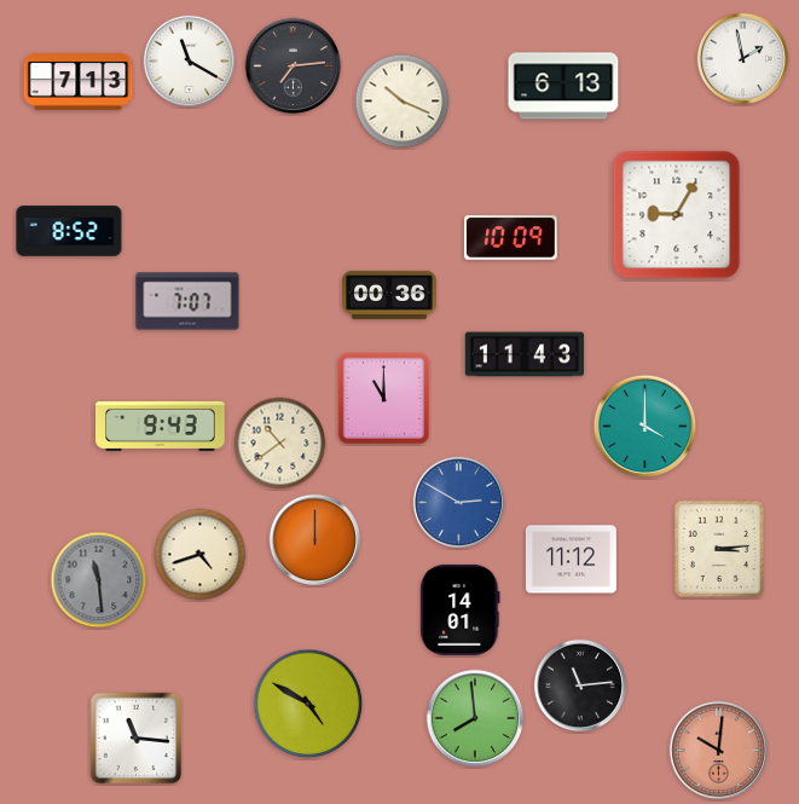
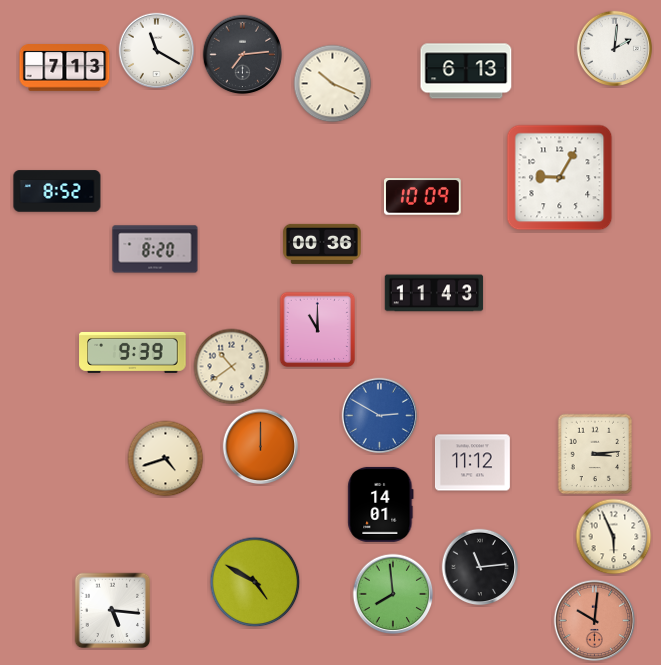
clock at (743, 59): 1:58 -> 2:01
clock at (187, 301): 7:07 -> 8:20
clock at (161, 426): 9:43 -> 9:39
clock at (645, 427): 4:00 -> none
clock at (99, 580): 11:29 -> none
clock at (614, 537): none -> 5:56
clock at (137, 739): 11:16 -> 5:16
